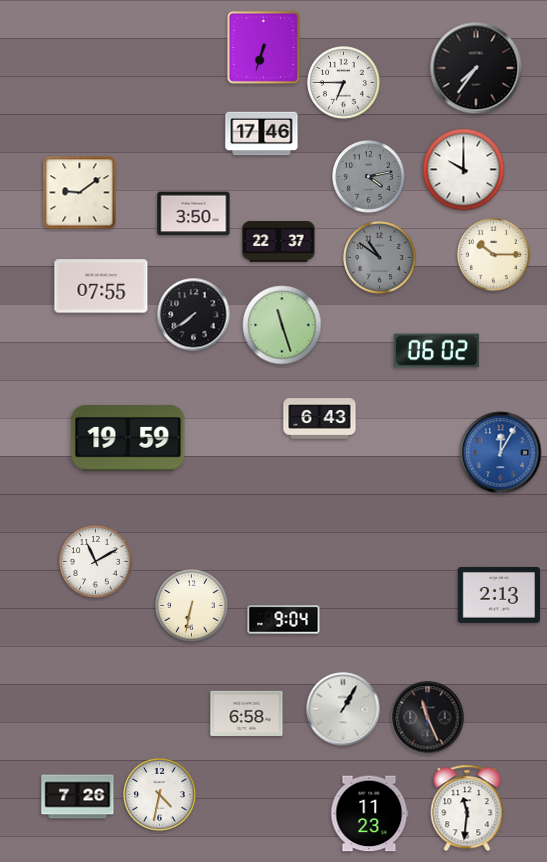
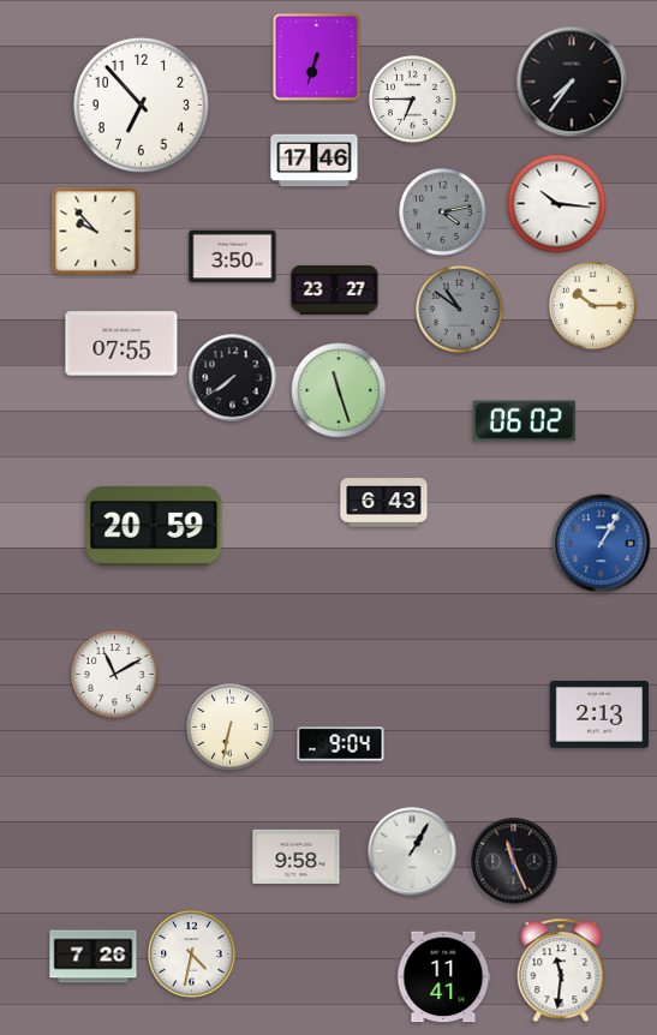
clock at (141, 104): none -> 6:53
clock at (464, 170): 10:00 -> 10:16
clock at (80, 193): 9:09 -> 9:53
clock at (279, 242): 22:37 -> 23:27
clock at (380, 258) position: (380, 258) -> (460, 310)
clock at (128, 439): 19:59 -> 20:59
clock at (501, 453): 12:05 -> 1:05
clock at (247, 713): 6:58 -> 9:58
clock at (370, 814): 11:23 -> 11:41
